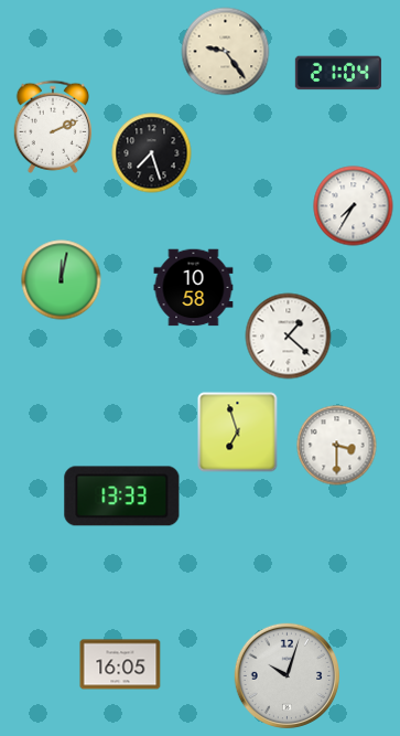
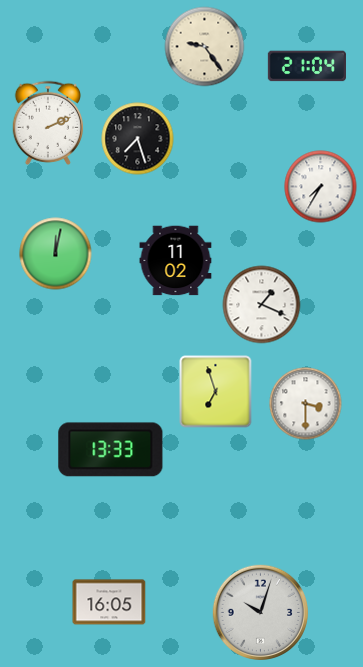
clock at (53, 127) position: (53, 127) -> (48, 123)
clock at (194, 288): 10:58 -> 11:02
clock at (289, 337): 1:22 -> 1:19
